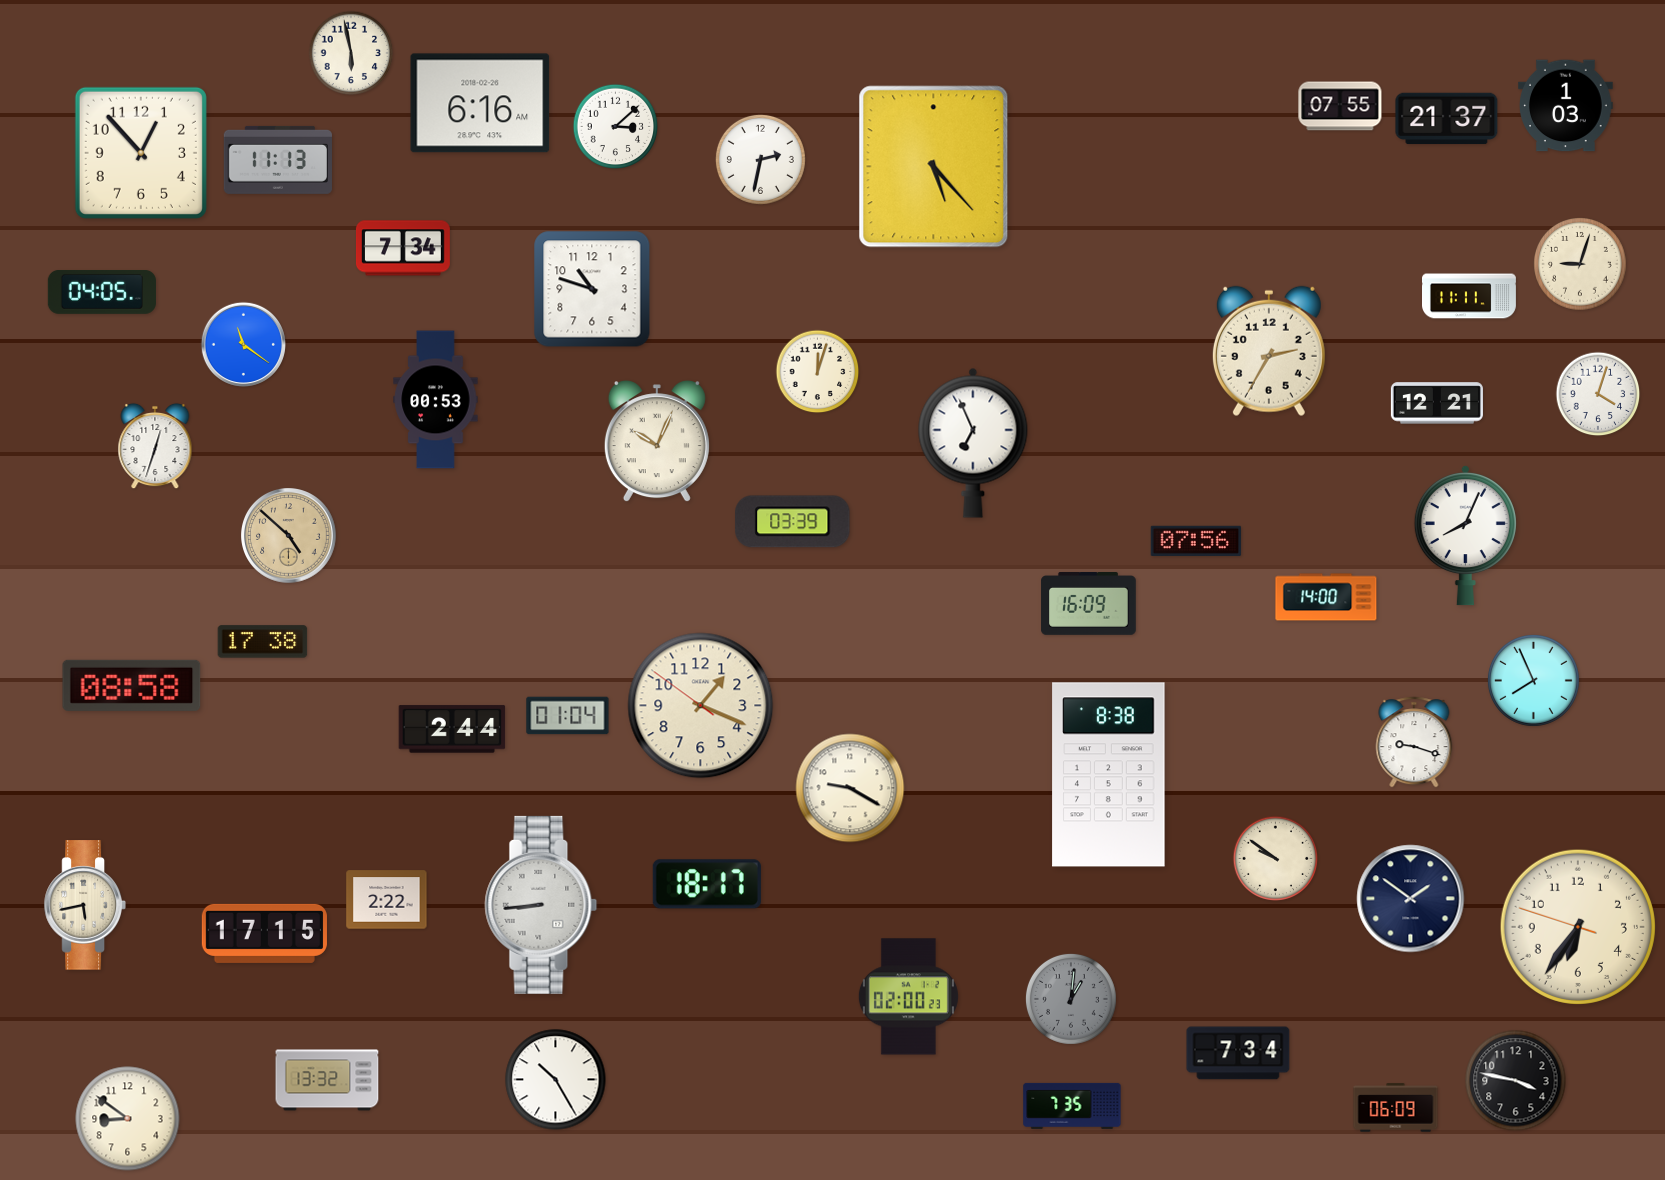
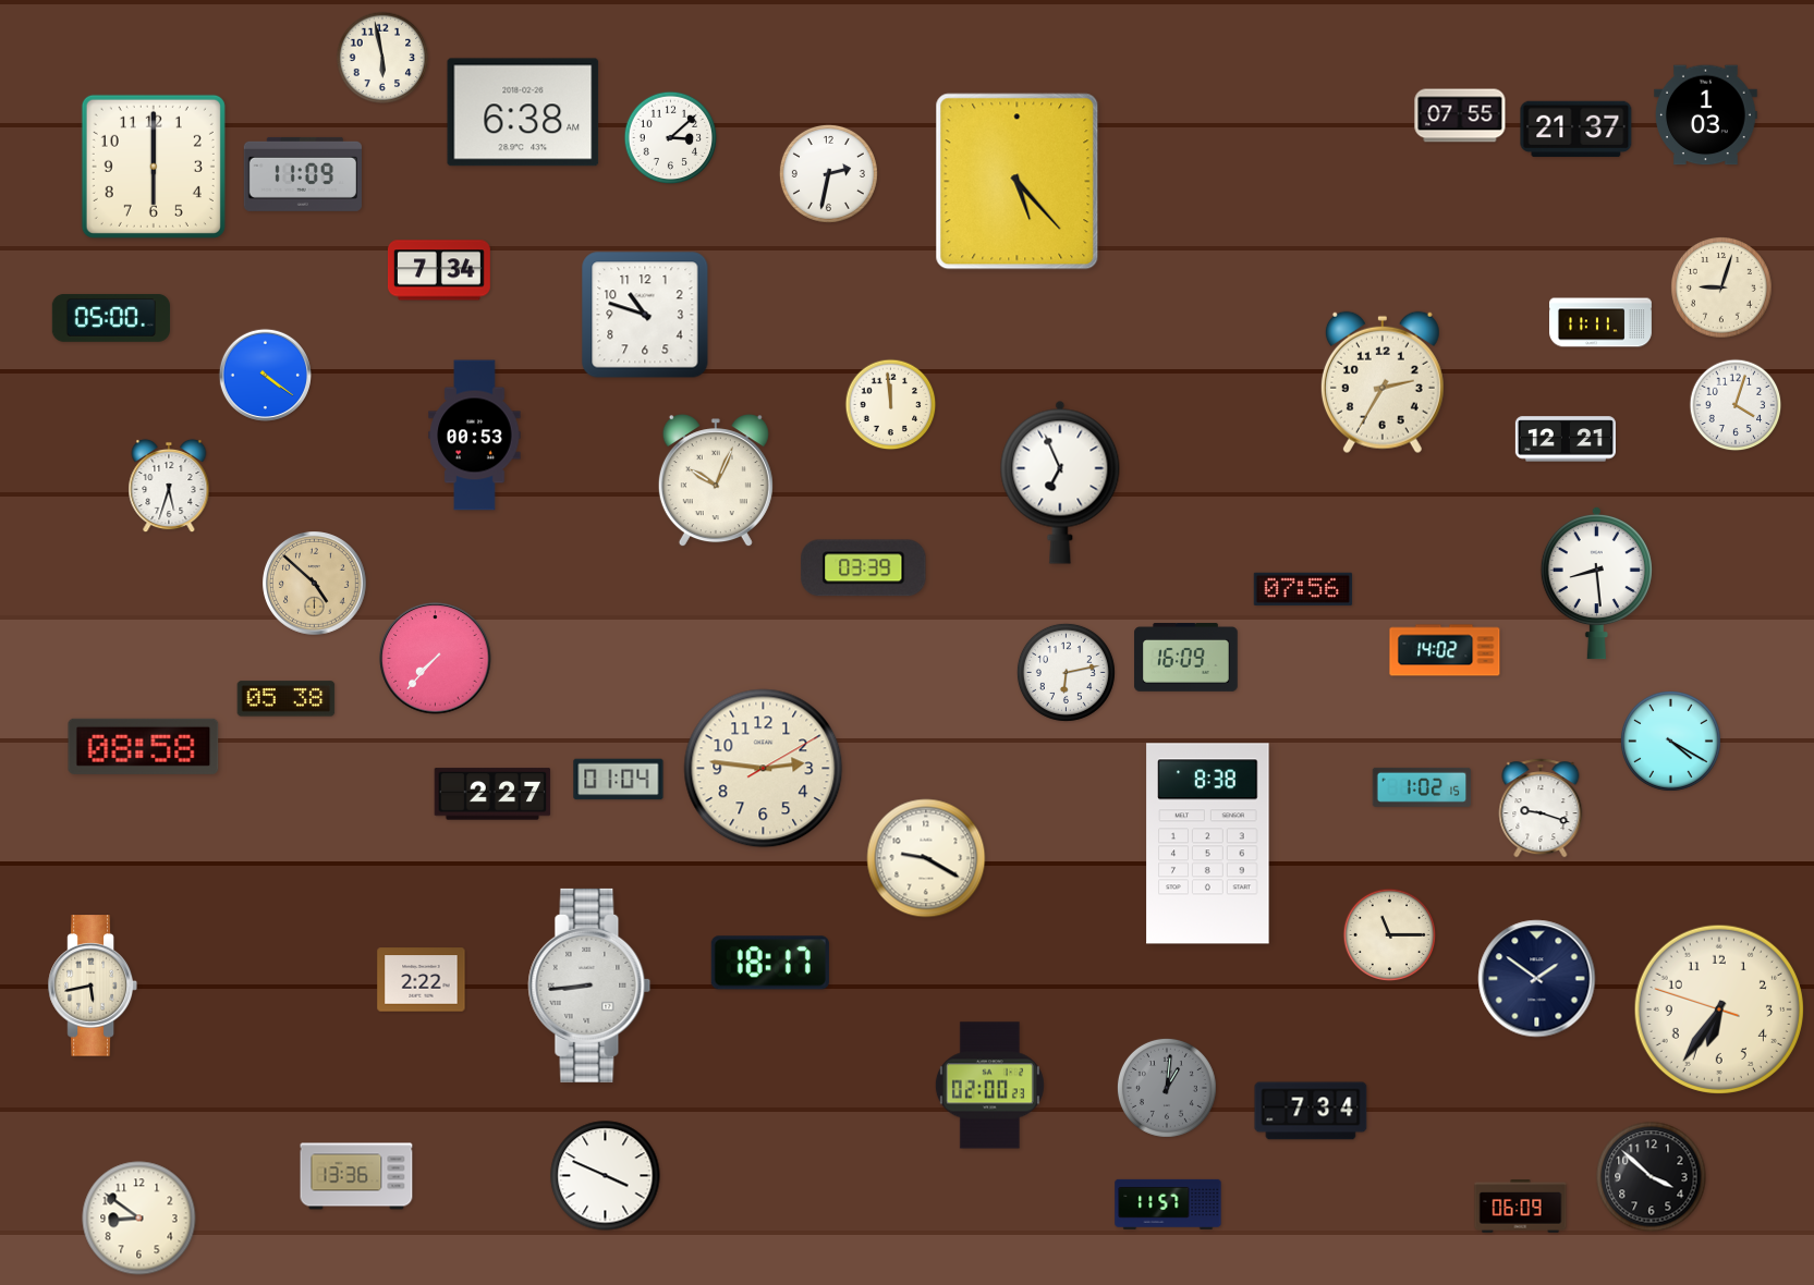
clock at (480, 103): 6:16 -> 6:38
clock at (141, 153): 12:53 -> 6:00
clock at (277, 160): 11:13 -> 11:09
clock at (102, 293): 04:05 -> 05:00
clock at (243, 344): 11:21 -> 4:21
clock at (818, 372): 12:03 -> 11:59
clock at (1598, 394) position: (1598, 394) -> (1736, 405)
clock at (155, 446): 12:33 -> 5:33
clock at (1465, 535): 8:04 -> 8:29
clock at (1326, 597): 14:00 -> 14:02
clock at (436, 659): none -> 7:37
clock at (1066, 672): none -> 6:13
clock at (263, 642): 17:38 -> 05:38
clock at (1533, 680): 7:56 -> 4:20
clock at (701, 706): 1:18 -> 2:46
clock at (1422, 787): none -> 1:02
clock at (452, 729): 2:44 -> 2:27
clock at (1276, 859): 9:51 -> 11:15
clock at (264, 933): 17:15 -> none
clock at (1238, 1053) position: (1238, 1053) -> (1311, 1111)
clock at (327, 1080): 13:32 -> 13:36
clock at (556, 1080): 10:25 -> 3:49
clock at (1516, 1081): 3:47 -> 3:52
clock at (1072, 1106): 7:35 -> 11:57
